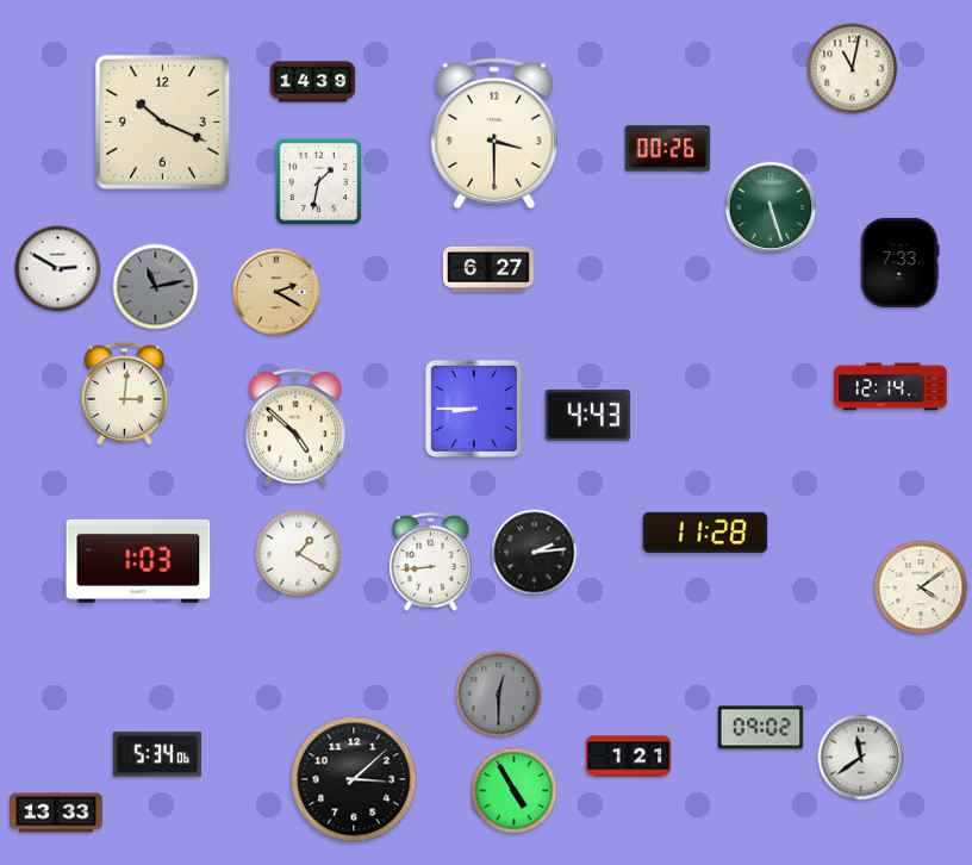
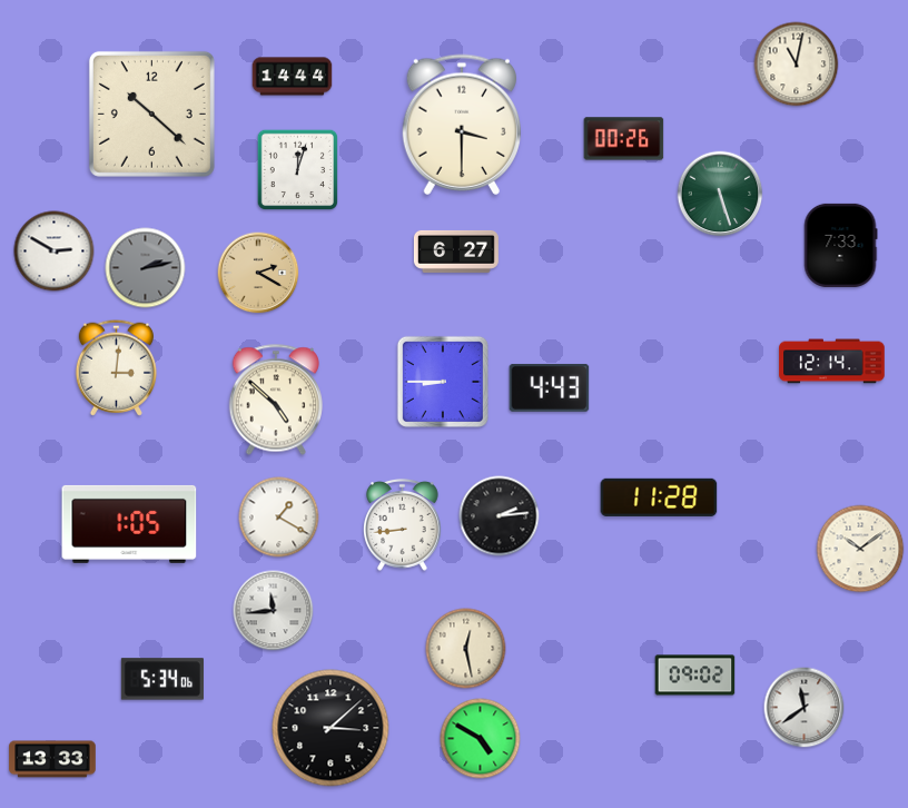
clock at (313, 82): 14:39 -> 14:44
clock at (162, 122): 10:19 -> 10:22
clock at (319, 182): 1:32 -> 12:03
clock at (156, 287): 11:13 -> 2:13
clock at (138, 561): 1:03 -> 1:05
clock at (921, 587): 4:09 -> 10:09
clock at (274, 611): none -> 11:44
clock at (499, 695): 12:30 -> 12:28
clock at (499, 695) dial: grey -> cream
clock at (761, 728) position: (761, 728) -> (695, 676)
clock at (157, 754) position: (157, 754) -> (162, 679)
clock at (629, 757): 1:21 -> none
clock at (515, 791): 4:55 -> 4:50
